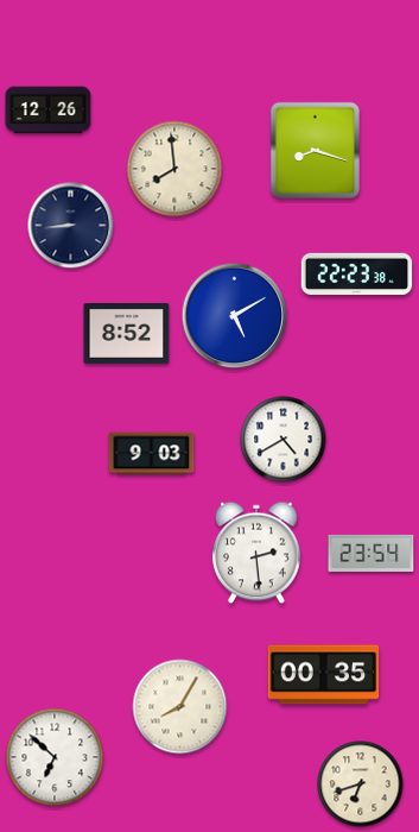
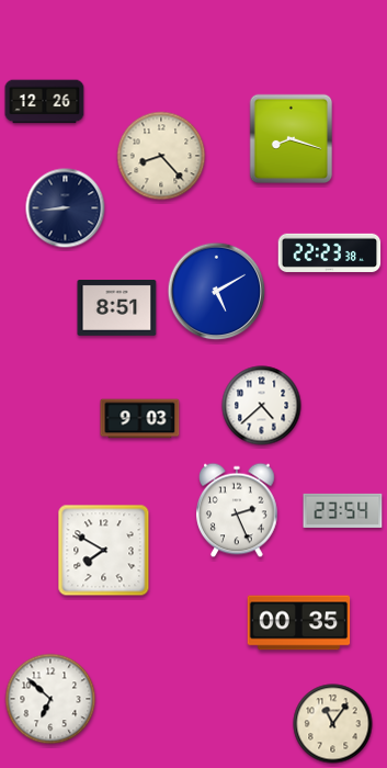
clock at (174, 169): 7:59 -> 8:23
clock at (127, 334): 8:52 -> 8:51
clock at (284, 440): 4:40 -> 4:38
clock at (256, 553): 2:29 -> 2:26
clock at (104, 551): none -> 7:50
clock at (180, 707): 8:05 -> none
clock at (361, 784): 6:42 -> 11:06
